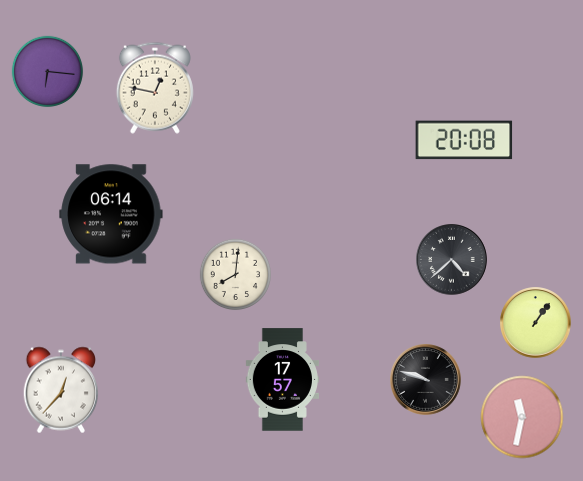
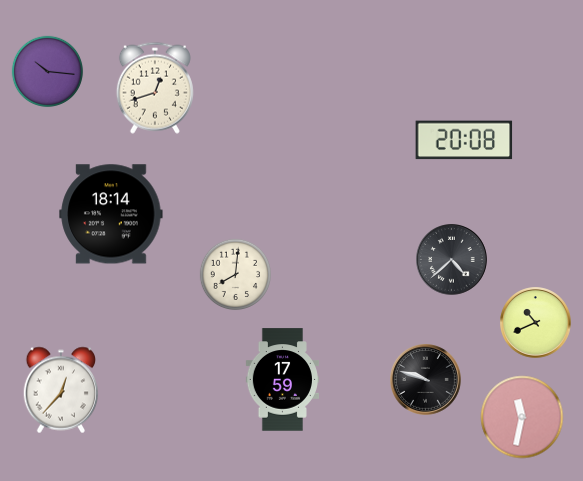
clock at (48, 72): 6:16 -> 10:16
clock at (155, 88): 12:47 -> 12:42
clock at (111, 214): 06:14 -> 18:14
clock at (536, 323): 1:06 -> 10:41
clock at (282, 380): 17:57 -> 17:59
